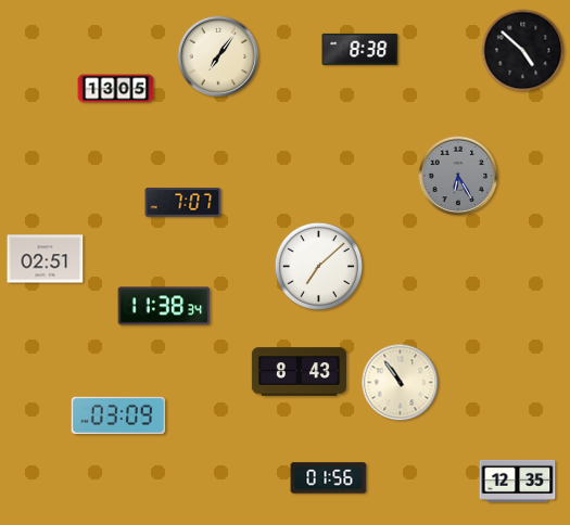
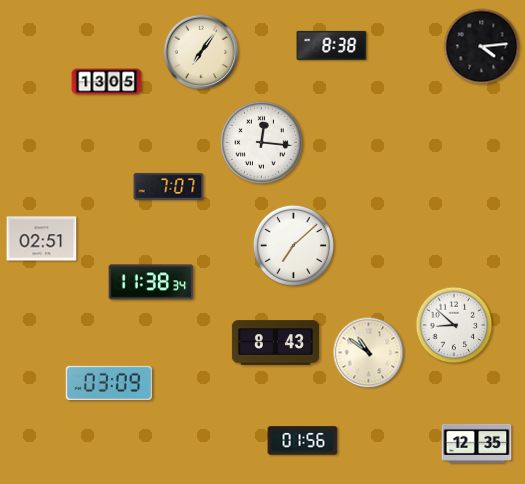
clock at (523, 51): 4:52 -> 4:14
clock at (261, 142): none -> 12:16
clock at (458, 176): 6:25 -> none
clock at (454, 325): none -> 8:52
clock at (401, 383): 10:54 -> 10:51
